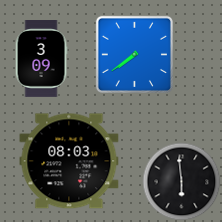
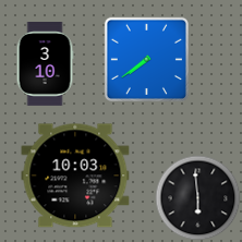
clock at (41, 59): 3:09 -> 3:10
clock at (69, 161): 08:03 -> 10:03
